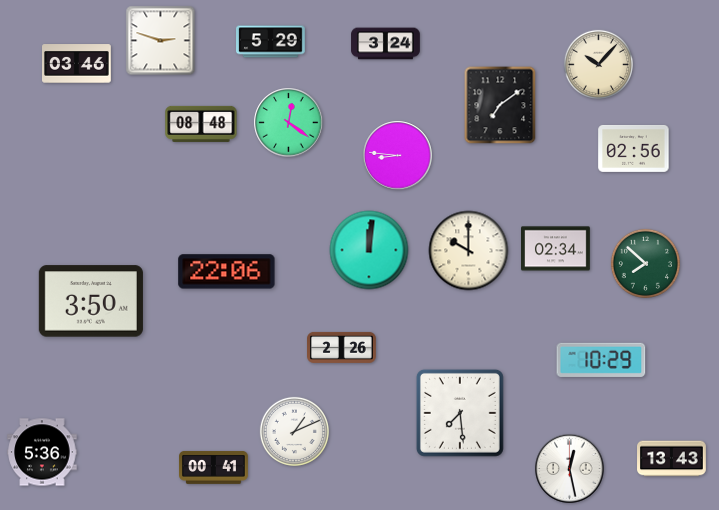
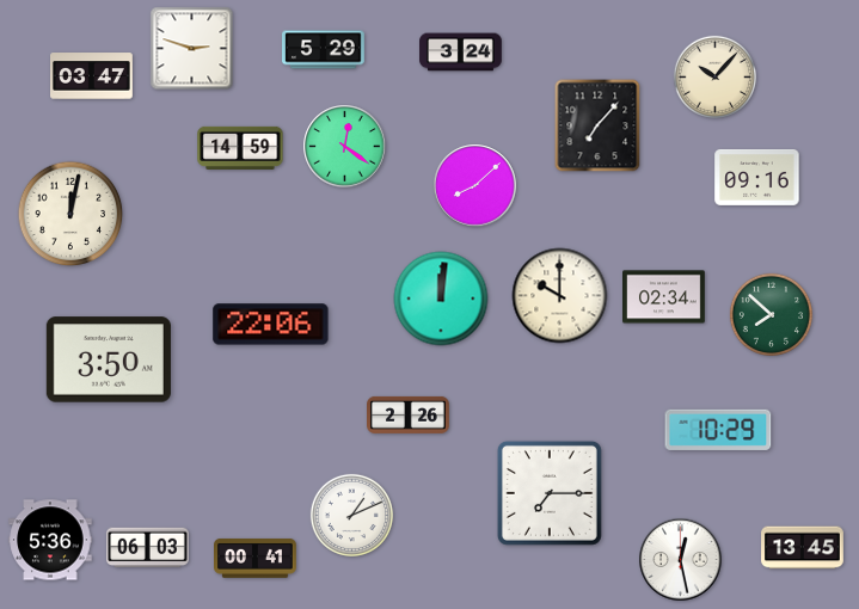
clock at (77, 64): 03:46 -> 03:47
clock at (500, 105): 7:09 -> 7:07
clock at (201, 124): 08:48 -> 14:59
clock at (634, 149): 02:56 -> 09:16
clock at (398, 156): 8:46 -> 8:08
clock at (70, 214): none -> 12:02
clock at (469, 251) position: (469, 251) -> (560, 296)
clock at (460, 413): 7:29 -> 7:15
clock at (148, 548): none -> 06:03
clock at (672, 459): 13:43 -> 13:45
